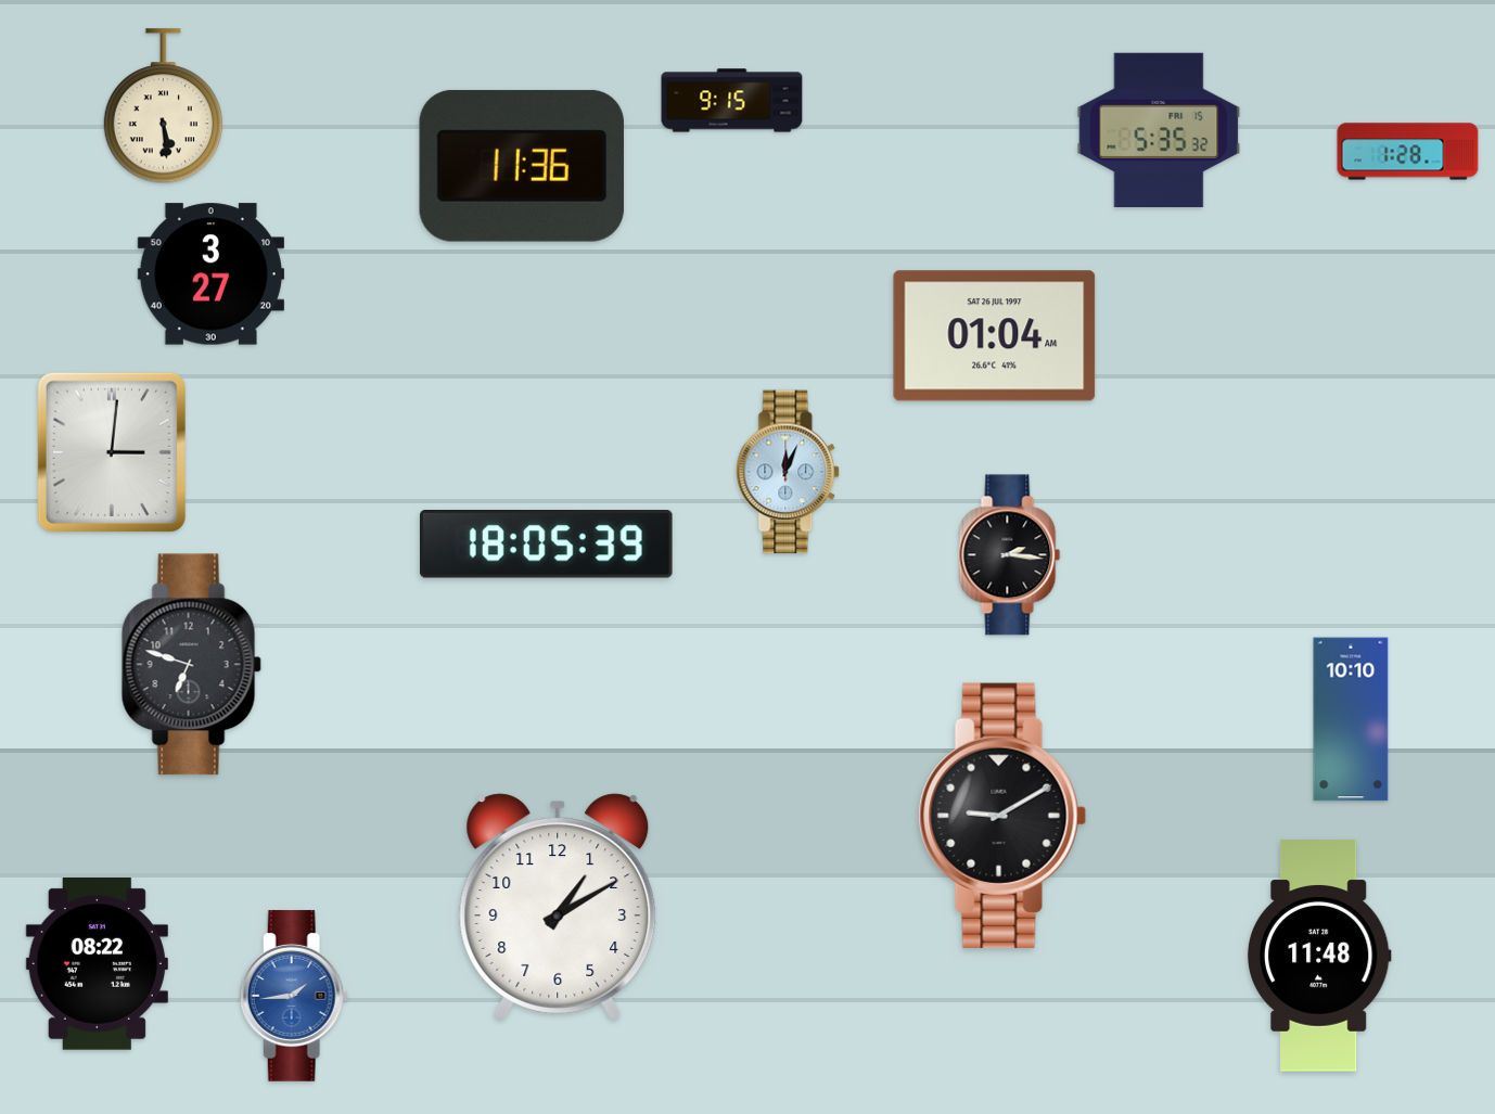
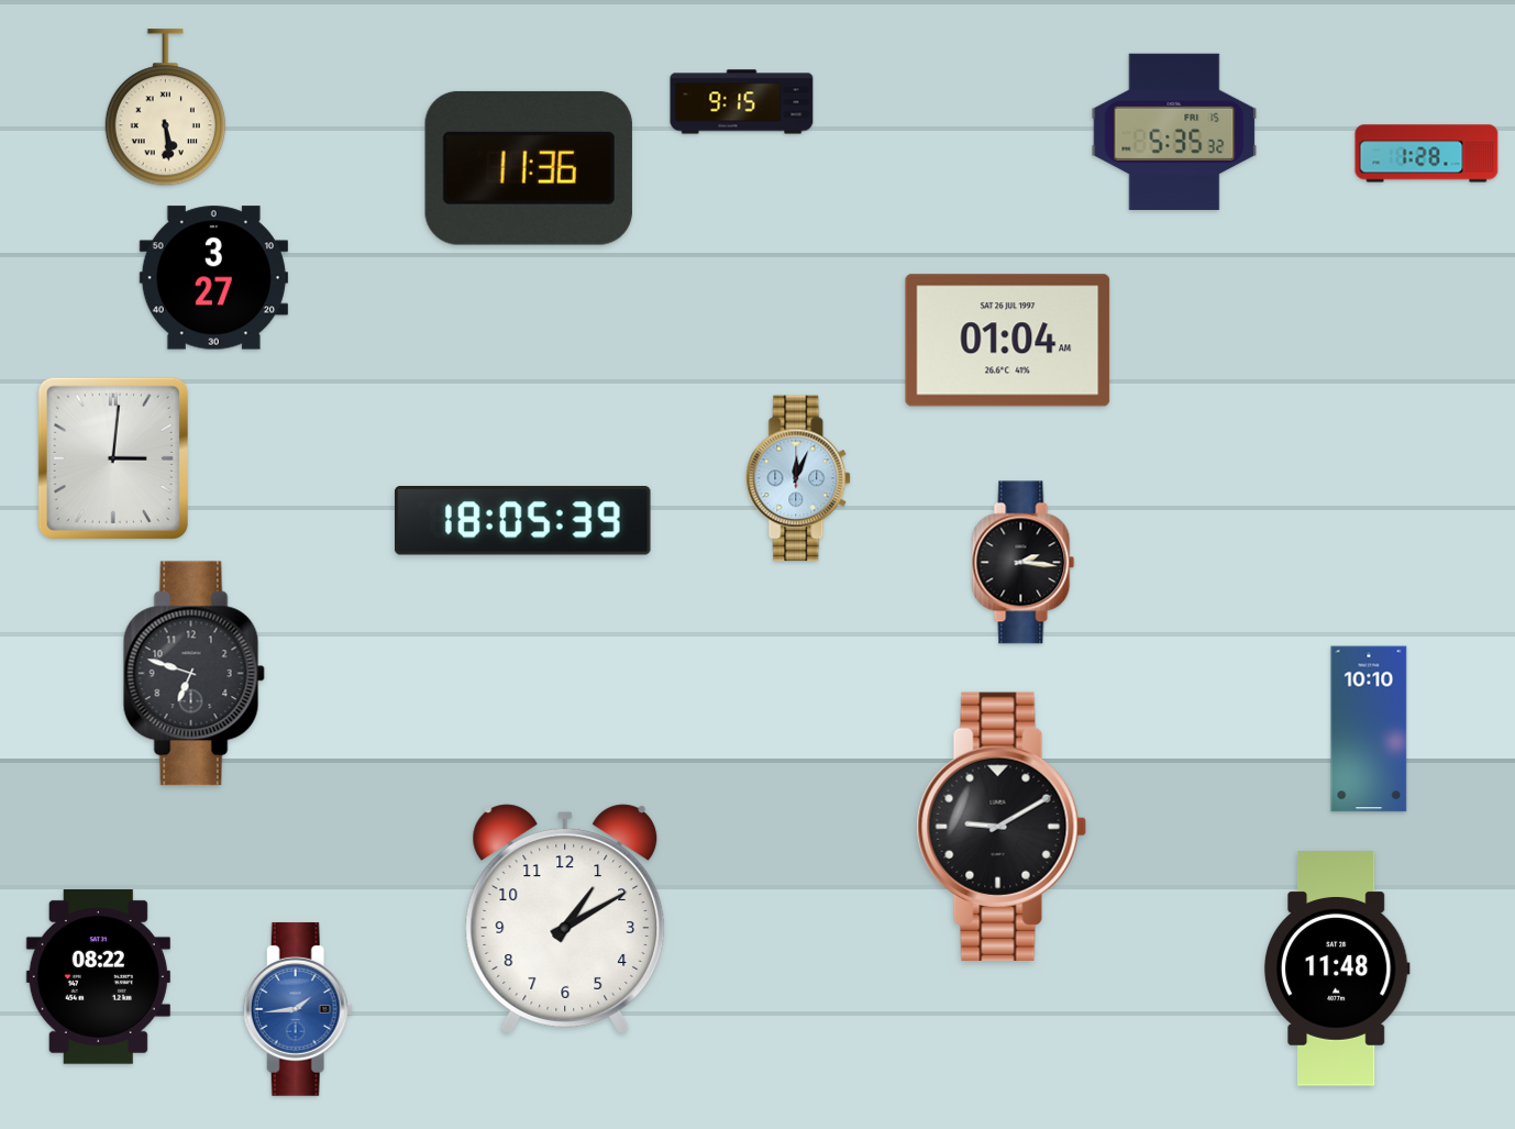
clock at (546, 545) position: (546, 545) -> (522, 521)
clock at (1002, 816) position: (1002, 816) -> (1002, 827)
